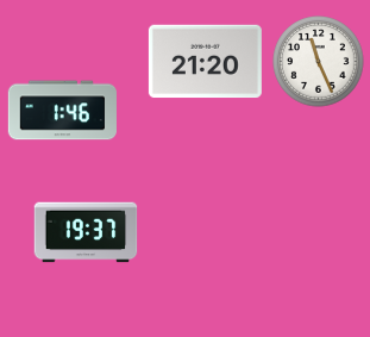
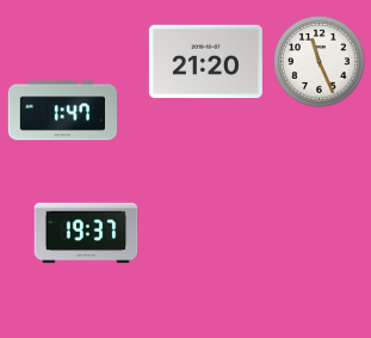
clock at (62, 111): 1:46 -> 1:47
